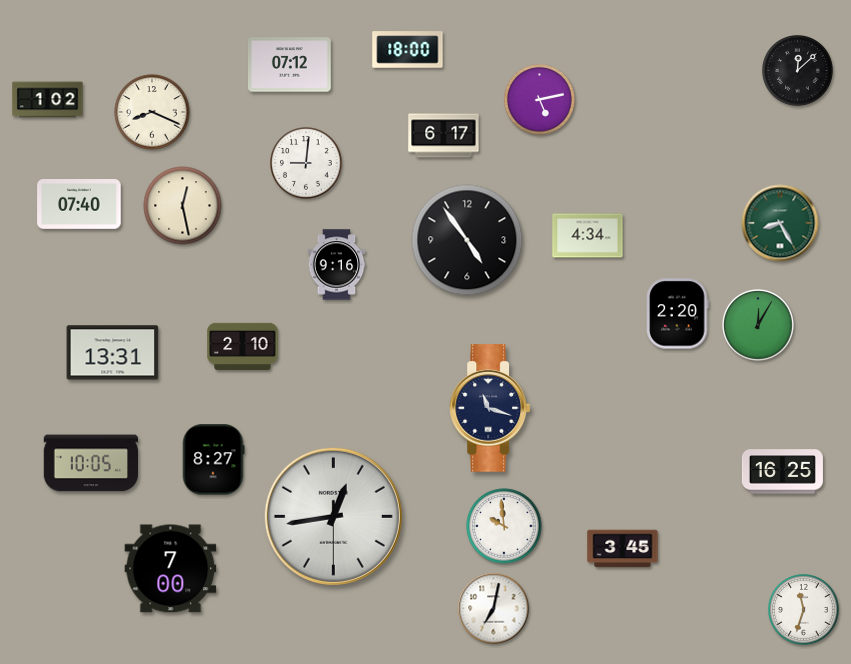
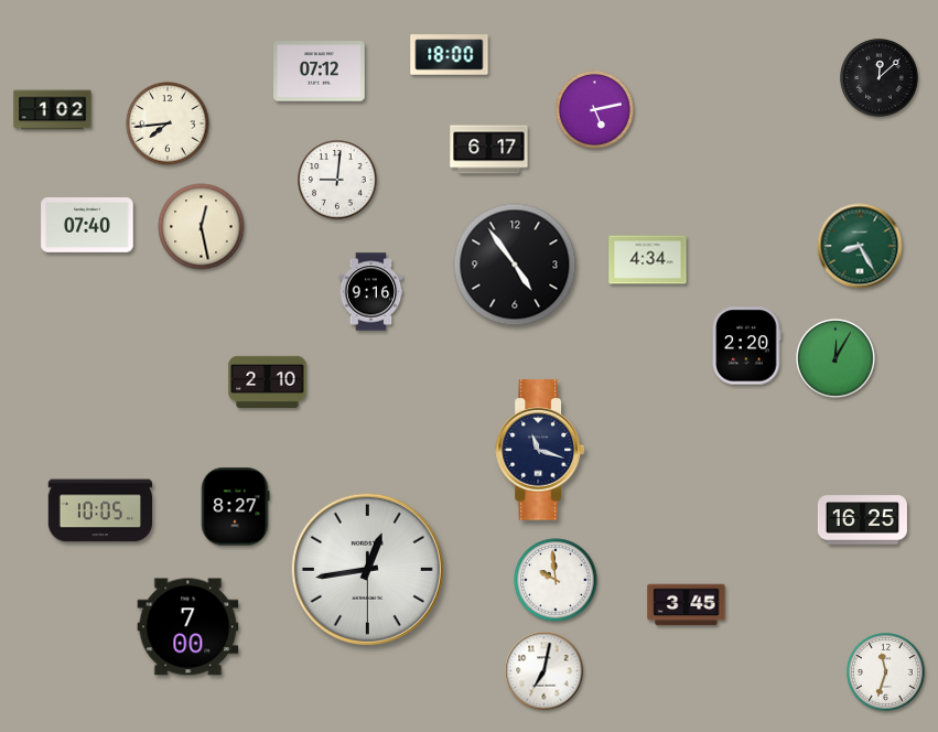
clock at (152, 112): 8:19 -> 7:44
clock at (113, 353): 13:31 -> none
